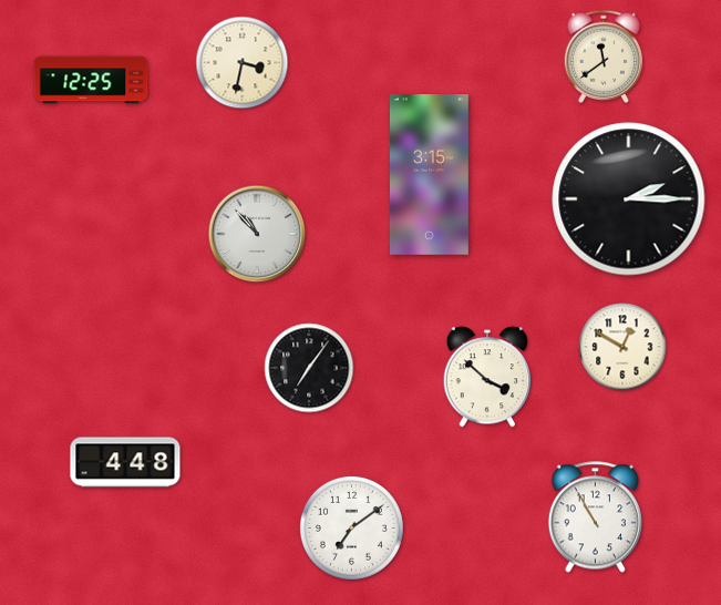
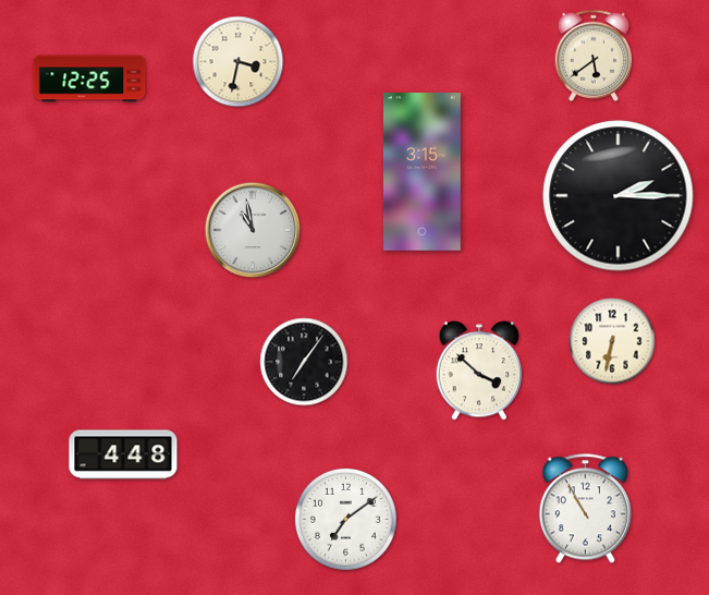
clock at (604, 55): 11:39 -> 5:39
clock at (257, 234): 10:53 -> 10:58
clock at (622, 347): 12:50 -> 6:32
